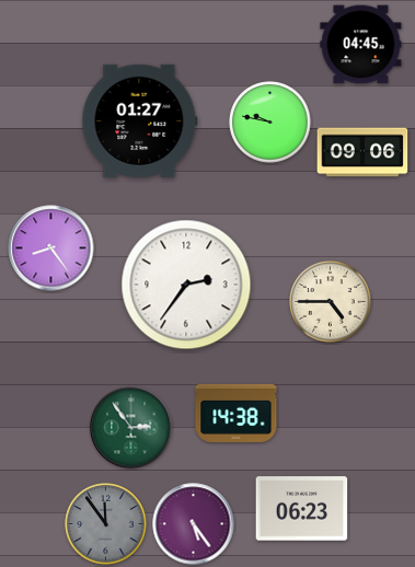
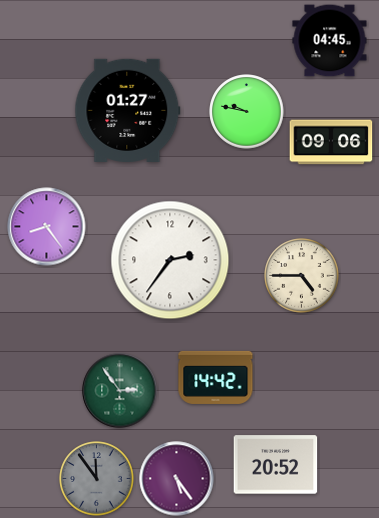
clock at (362, 152) position: (362, 152) -> (331, 142)
clock at (237, 413): 14:38 -> 14:42
clock at (302, 509): 06:23 -> 20:52
